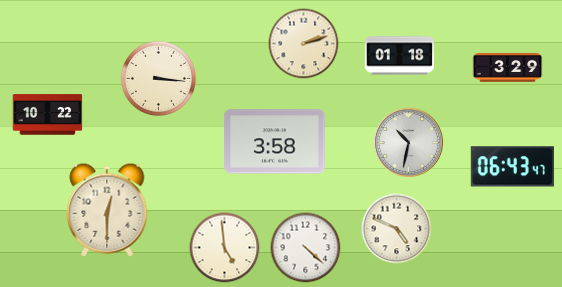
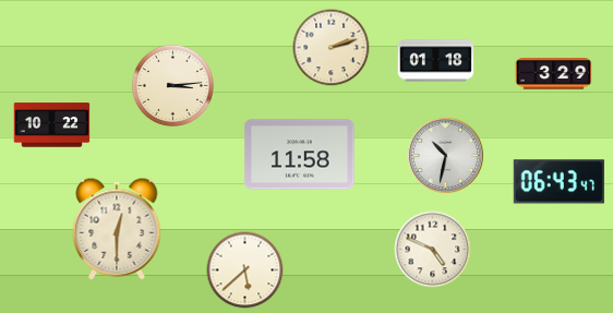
clock at (158, 78): 3:16 -> 3:14
clock at (275, 142): 3:58 -> 11:58
clock at (225, 248): 4:59 -> 5:38
clock at (306, 248): 4:22 -> none
